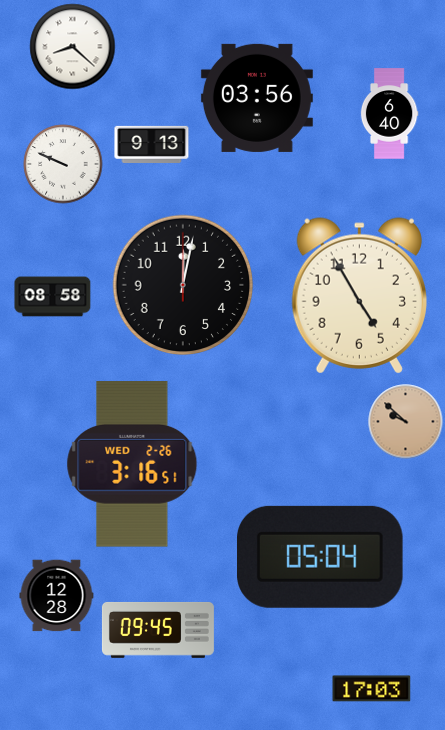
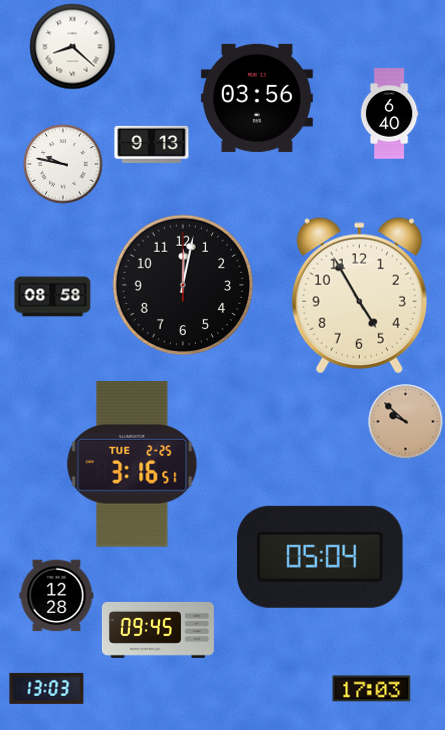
clock at (63, 164): 9:49 -> 9:47
clock at (132, 464) date: WED 2-26 -> TUE 2-25
clock at (47, 688): none -> 13:03
